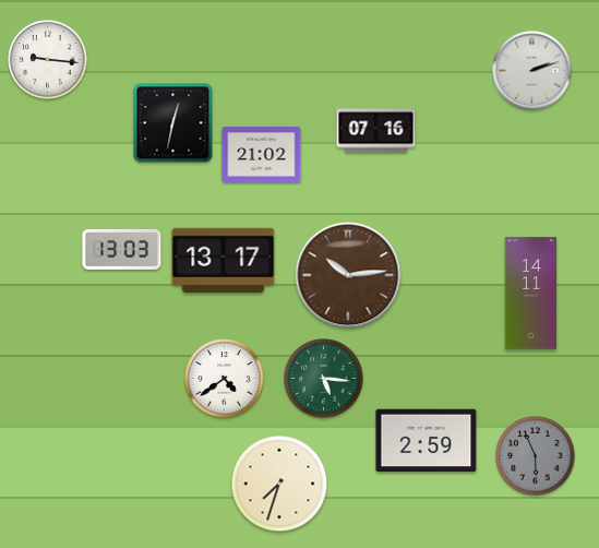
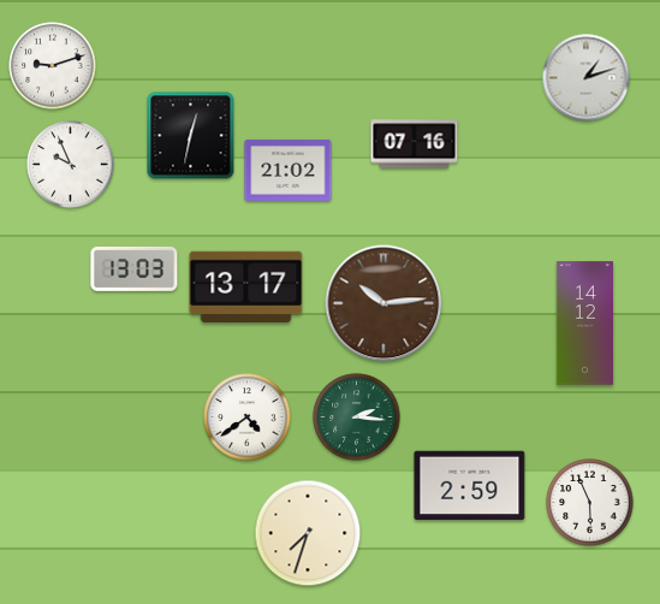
clock at (48, 60): 9:16 -> 9:12
clock at (532, 71): 2:12 -> 1:12
clock at (71, 165): none -> 9:56
clock at (122, 250) position: (122, 250) -> (135, 270)
clock at (530, 294): 14:11 -> 14:12
clock at (324, 379): 5:16 -> 2:16
clock at (536, 456) dial: grey -> white
